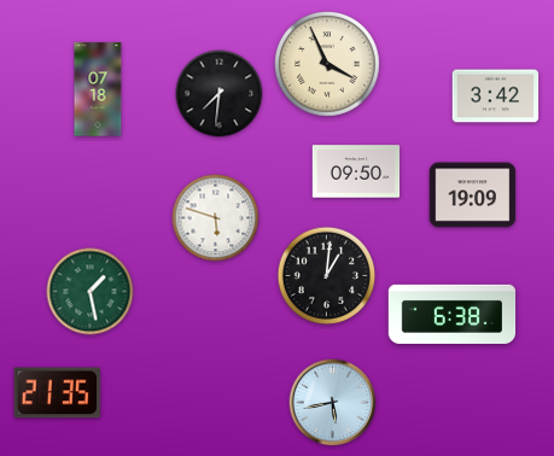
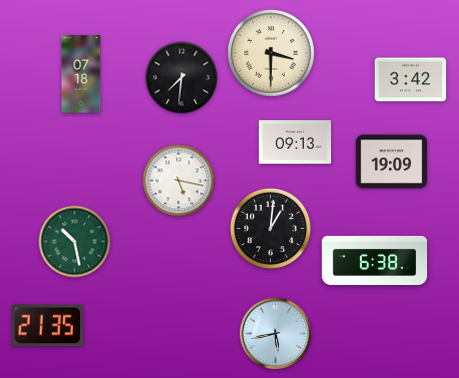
clock at (327, 64): 3:56 -> 3:30
clock at (356, 171): 09:50 -> 09:13
clock at (216, 218): 5:48 -> 5:17
clock at (91, 292): 1:28 -> 10:28
